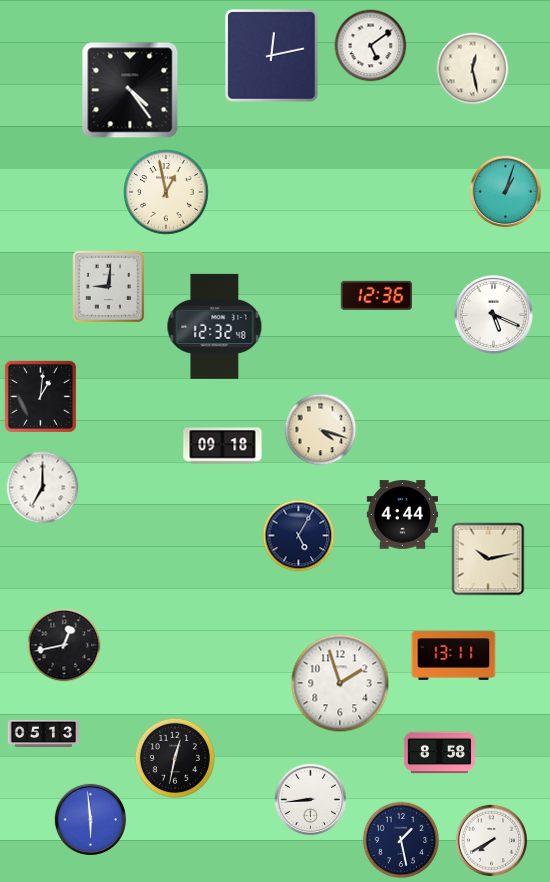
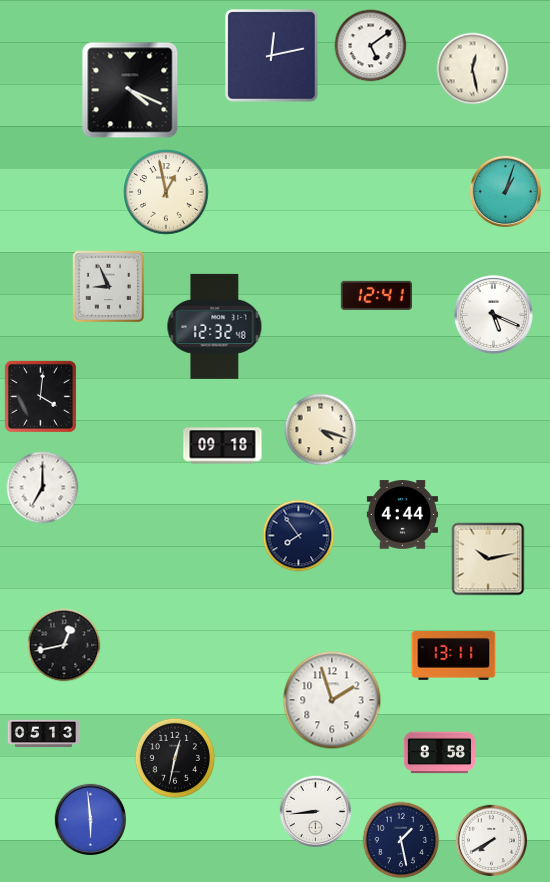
clock at (130, 90): 4:24 -> 4:19
clock at (109, 287): 9:01 -> 8:56
clock at (376, 295): 12:36 -> 12:41
clock at (40, 396): 1:01 -> 4:01
clock at (299, 536): 5:05 -> 7:54
clock at (340, 683) position: (340, 683) -> (332, 700)
clock at (311, 800) position: (311, 800) -> (316, 812)
